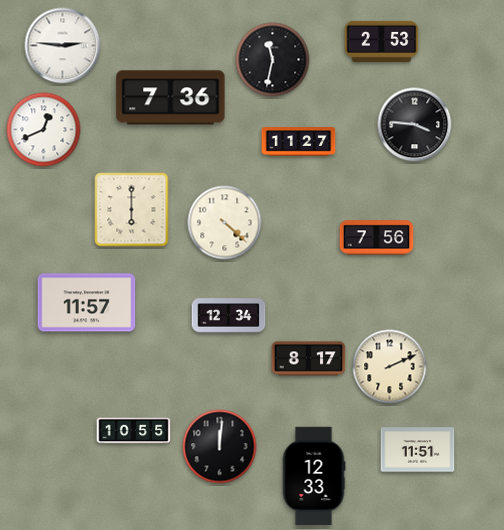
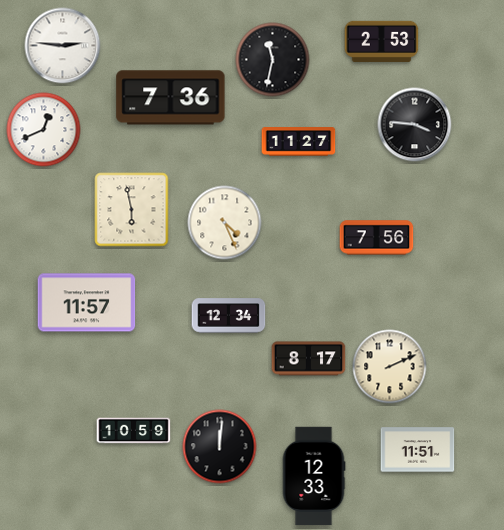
clock at (132, 210): 6:00 -> 5:58
clock at (225, 223): 4:22 -> 4:26
clock at (134, 431): 10:55 -> 10:59
